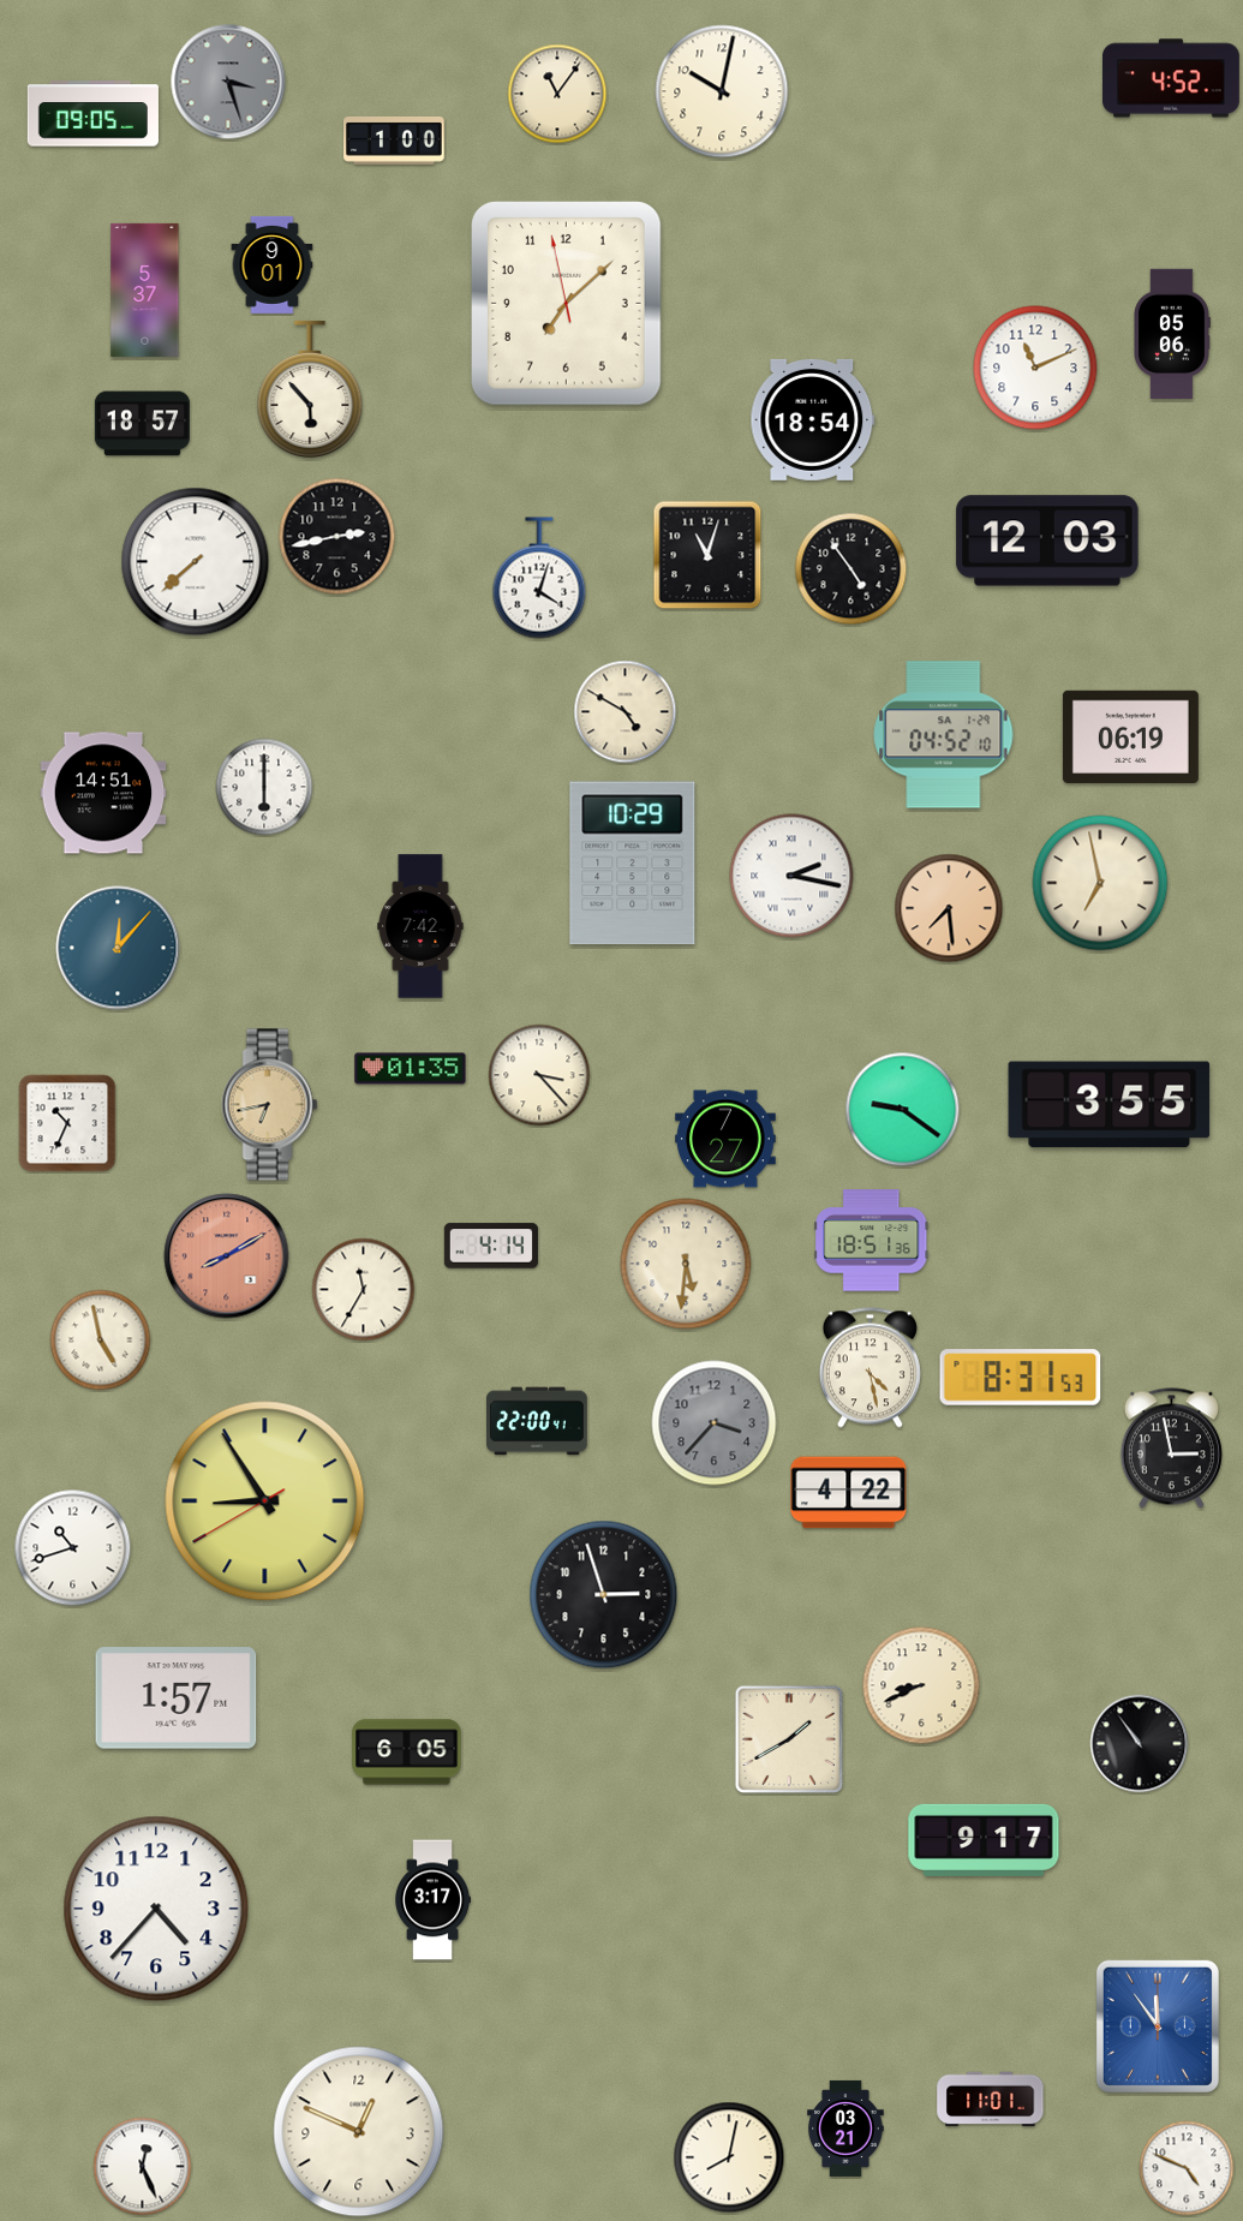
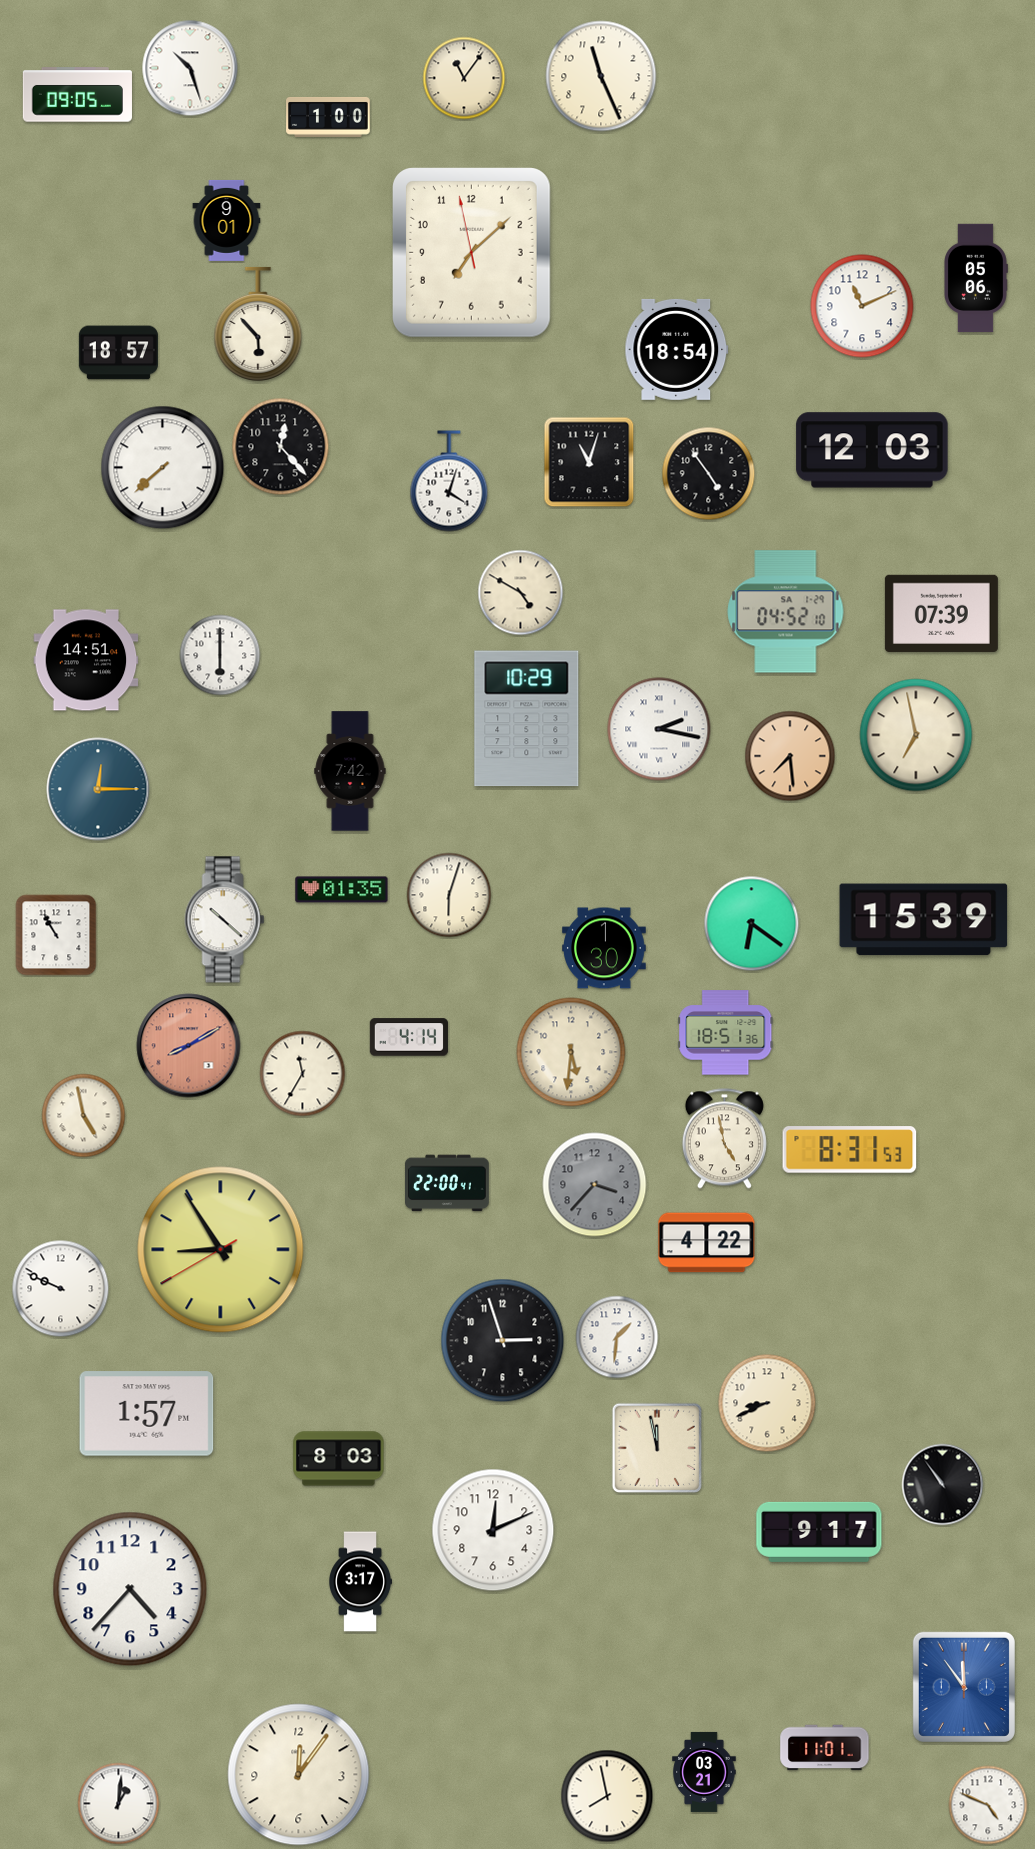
clock at (1171, 78): 4:52 -> none
clock at (228, 82): 3:27 -> 10:27
clock at (228, 82) dial: grey -> white
clock at (722, 91): 10:02 -> 11:26
clock at (145, 289): 5:37 -> none
clock at (337, 537): 2:43 -> 12:23
clock at (1130, 736): 06:19 -> 07:39
clock at (118, 948): 12:07 -> 12:15
clock at (539, 1075): 3:23 -> 6:03
clock at (270, 1105): 6:43 -> 10:22
clock at (270, 1105) dial: champagne -> white
clock at (1110, 1105): 3:55 -> 15:39
clock at (903, 1110): 9:21 -> 6:21
clock at (67, 1123): 10:34 -> 10:55
clock at (725, 1139): 7:27 -> 1:30
clock at (869, 1368): 4:28 -> 4:58
clock at (1021, 1378) position: (1021, 1378) -> (850, 1150)
clock at (1171, 1449): 2:58 -> none
clock at (73, 1548): 10:42 -> 9:49
clock at (604, 1595) position: (604, 1595) -> (503, 1341)
clock at (617, 1337): none -> 1:31
clock at (789, 1739): 1:40 -> 11:58
clock at (1140, 1744) position: (1140, 1744) -> (943, 1485)
clock at (407, 1753): 6:05 -> 8:03
clock at (493, 1530): none -> 12:11
clock at (359, 2132): 12:49 -> 12:06
clock at (729, 2157): 8:02 -> 7:58
clock at (143, 2167): 12:26 -> 1:01
